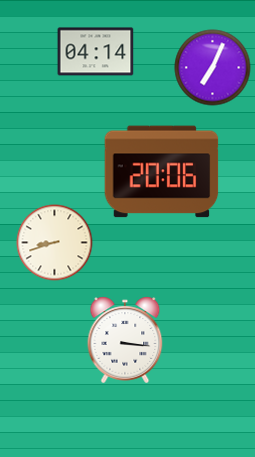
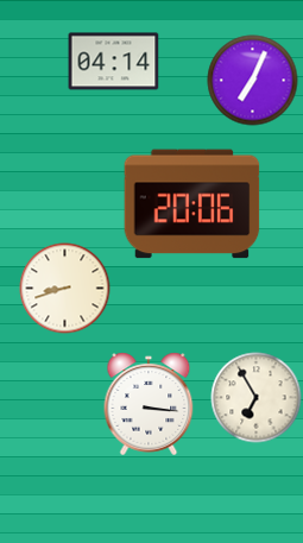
clock at (257, 398): none -> 6:55
